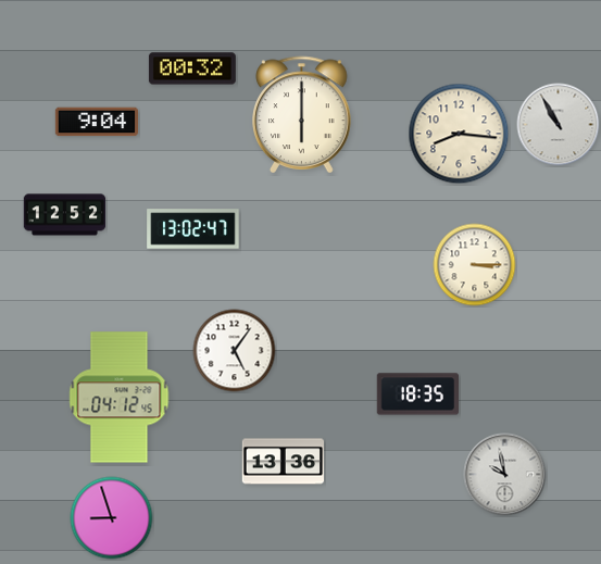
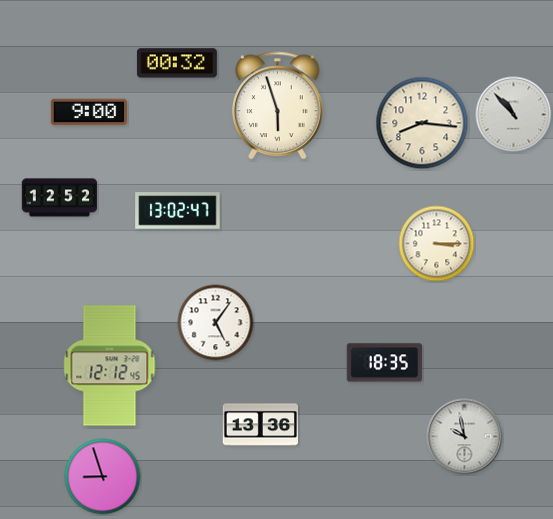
clock at (302, 114): 6:00 -> 5:57
clock at (96, 122): 9:04 -> 9:00
clock at (559, 125): 10:55 -> 10:53
clock at (120, 398): 04:12 -> 12:12
